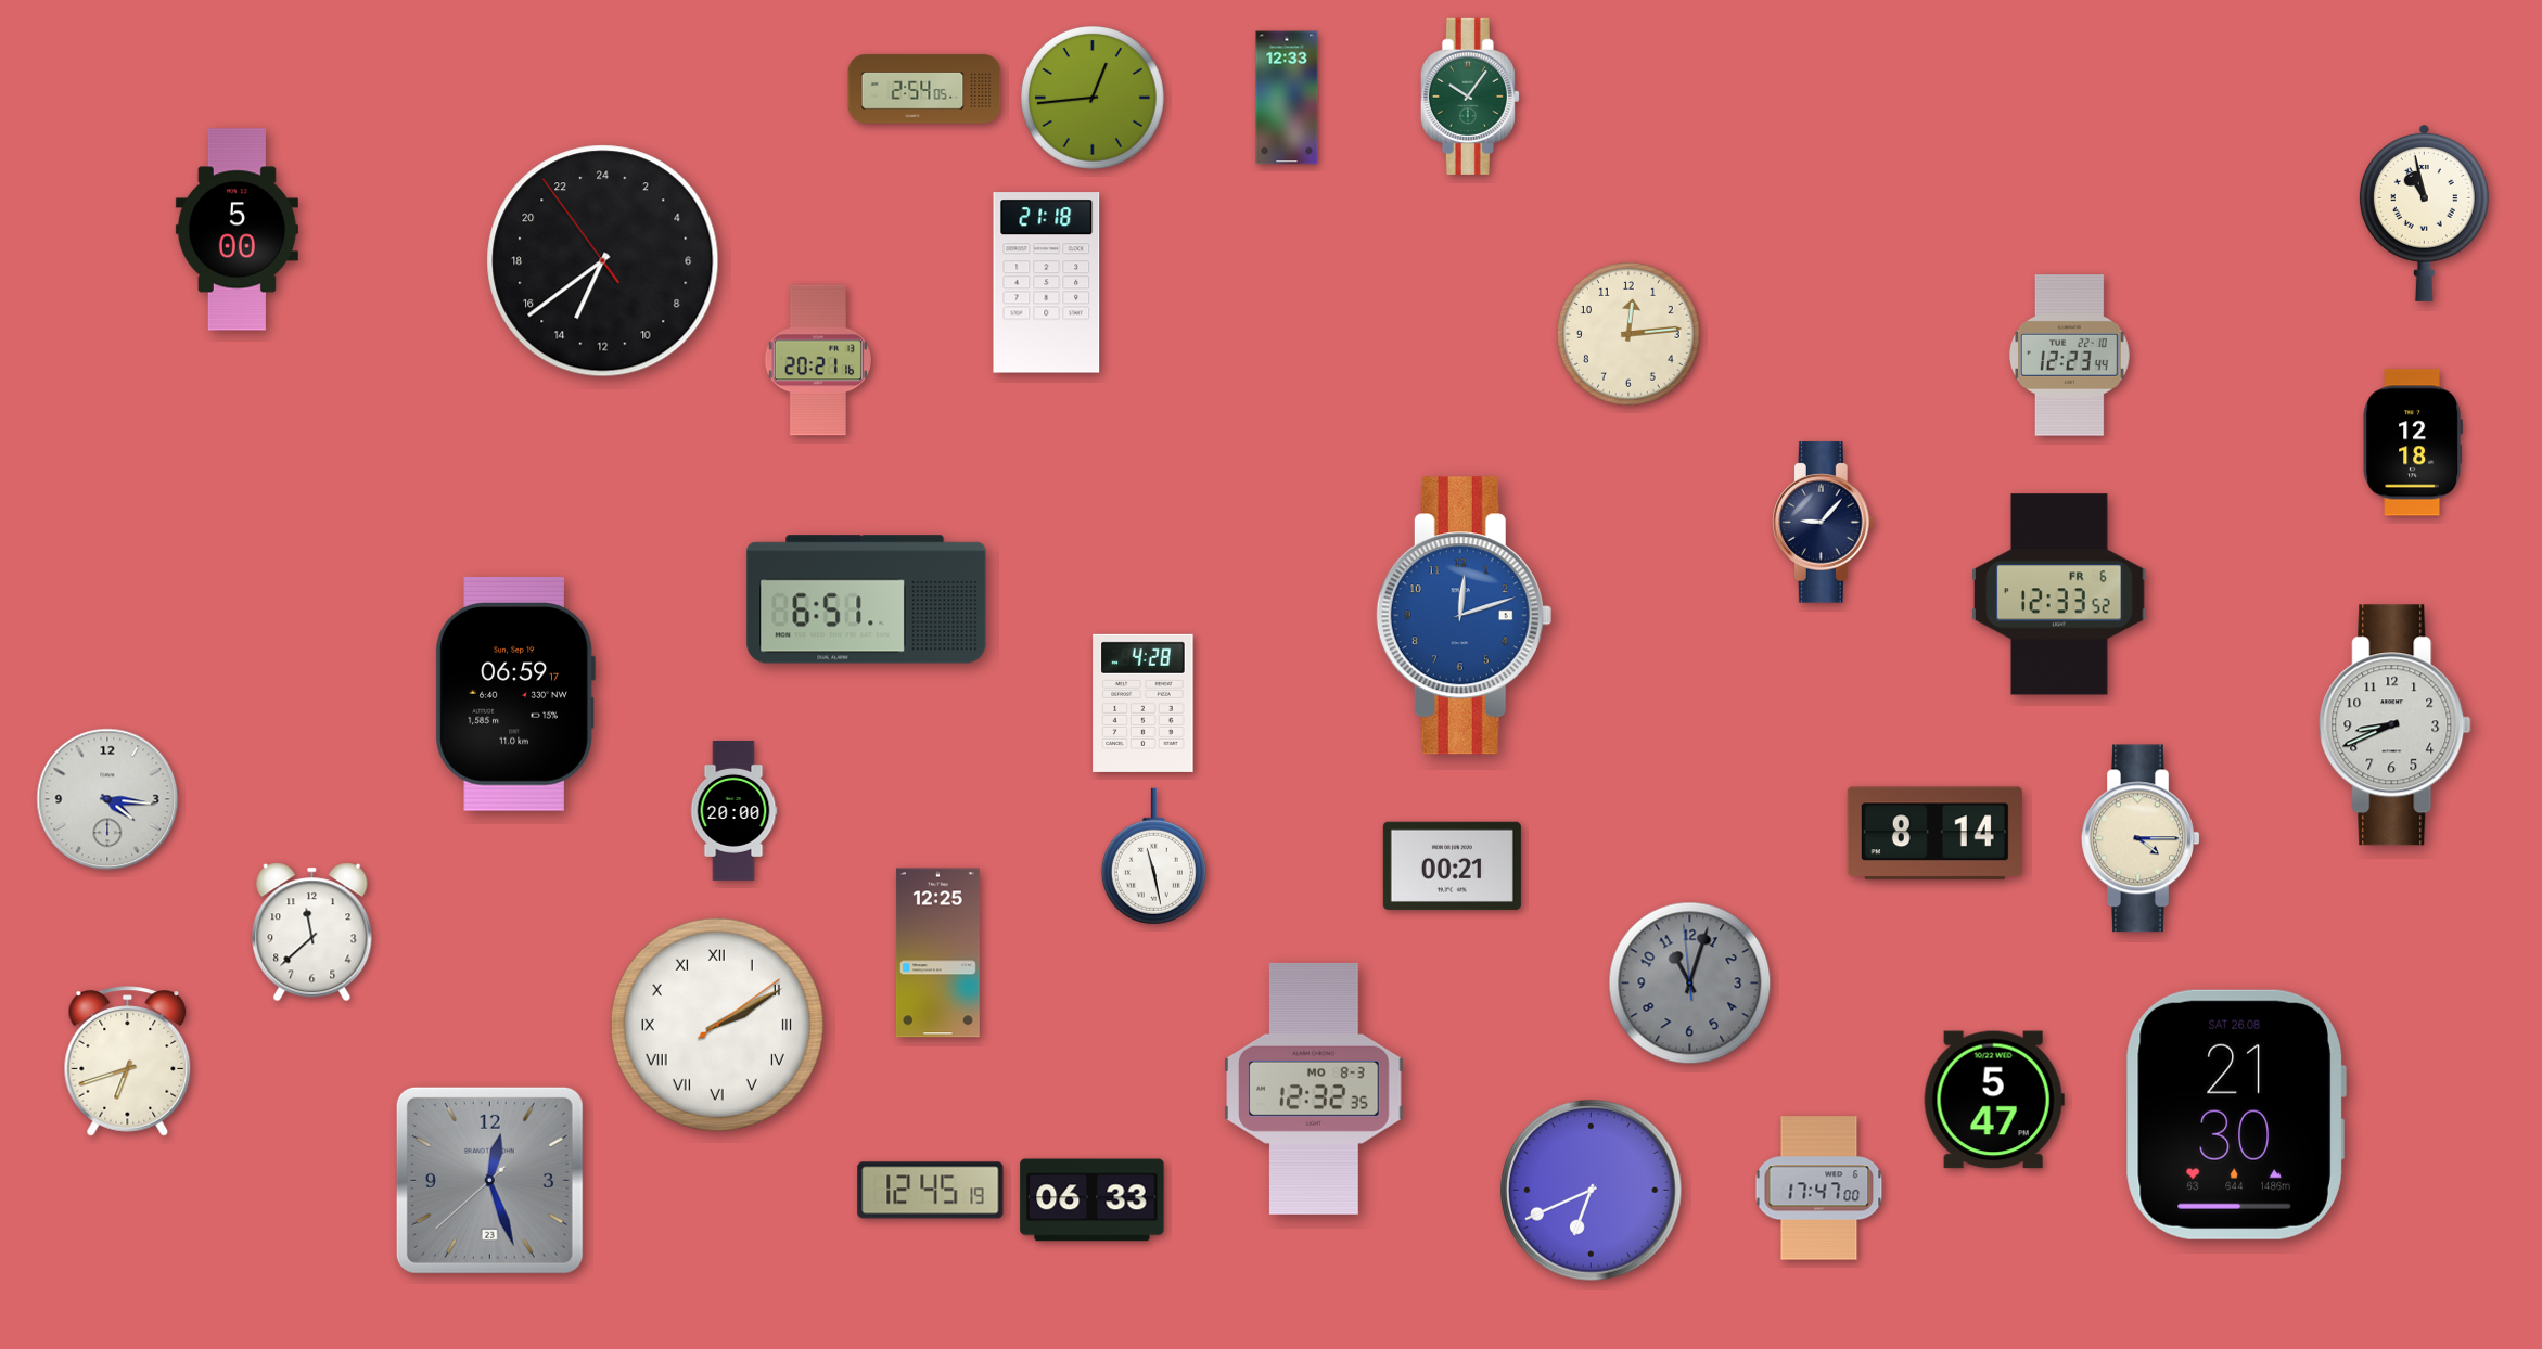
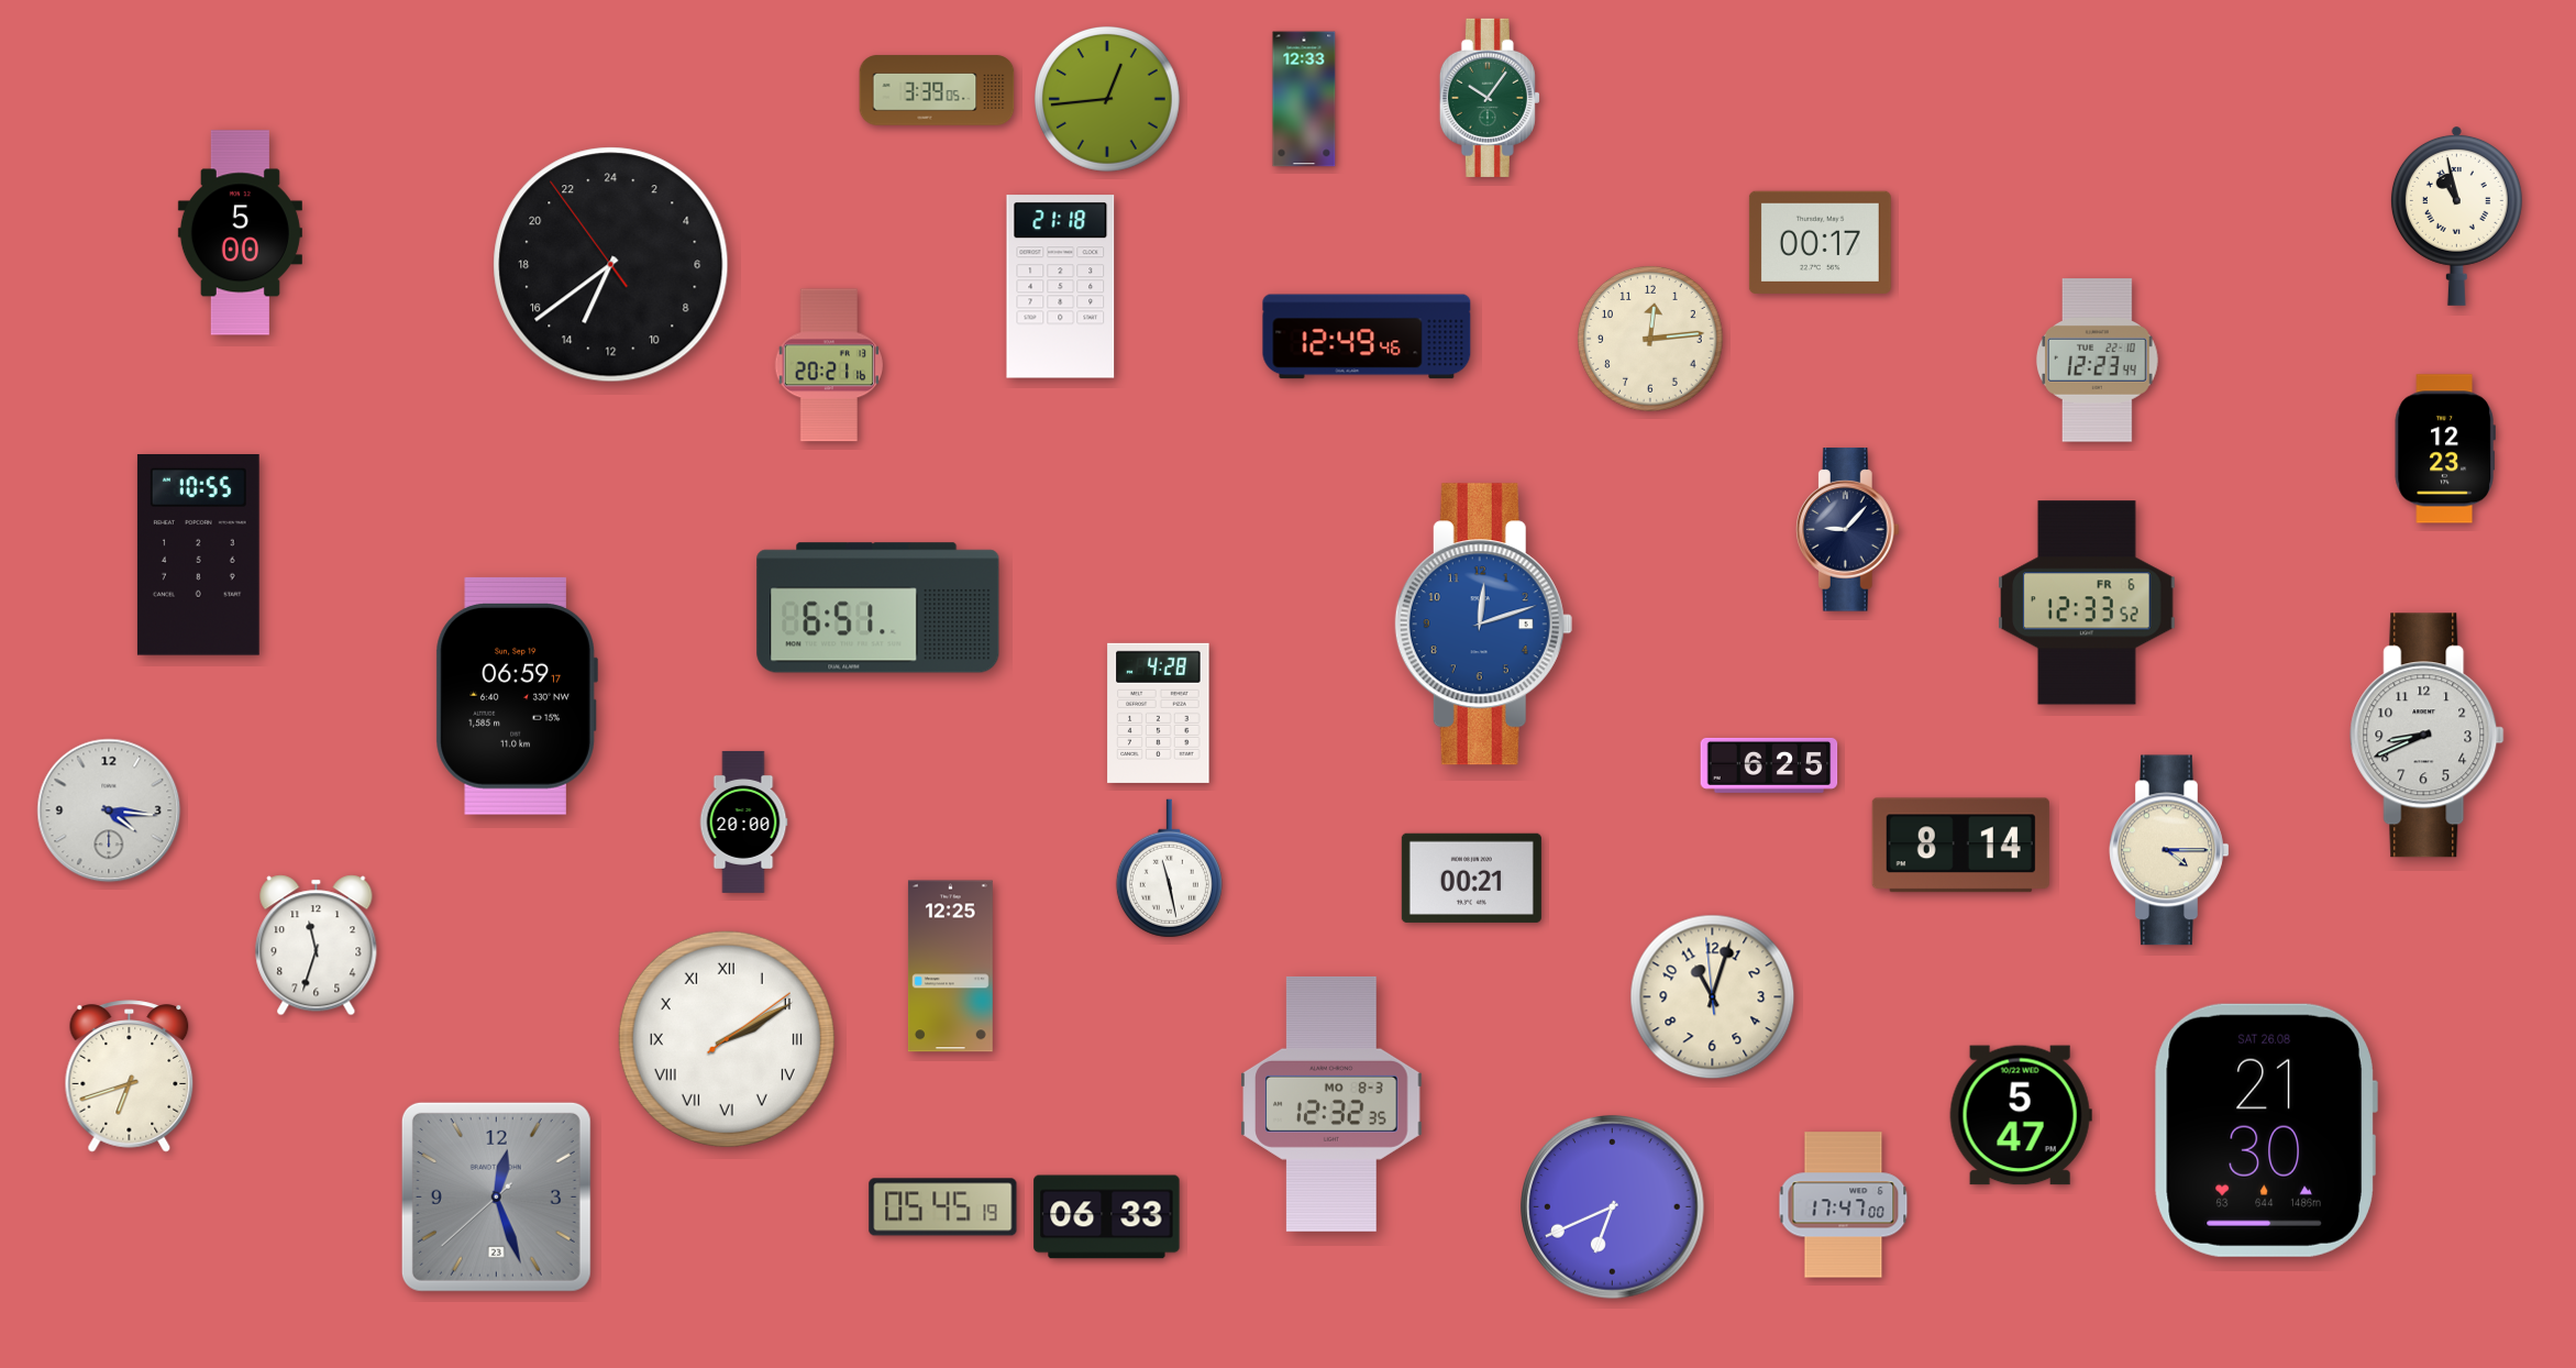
clock at (924, 89): 2:54 -> 3:39
clock at (1820, 242): none -> 00:17
clock at (1367, 337): none -> 12:49
clock at (2413, 442): 12:18 -> 12:23
clock at (198, 555): none -> 10:55
clock at (515, 694) position: (515, 694) -> (517, 696)
clock at (1769, 765): none -> 6:25
clock at (312, 933): 11:38 -> 11:33
clock at (1690, 984) dial: grey -> cream
clock at (931, 1191): 12:45 -> 05:45
